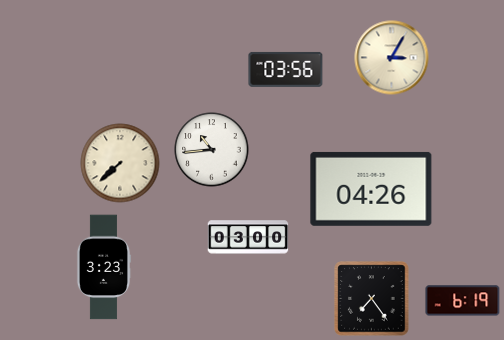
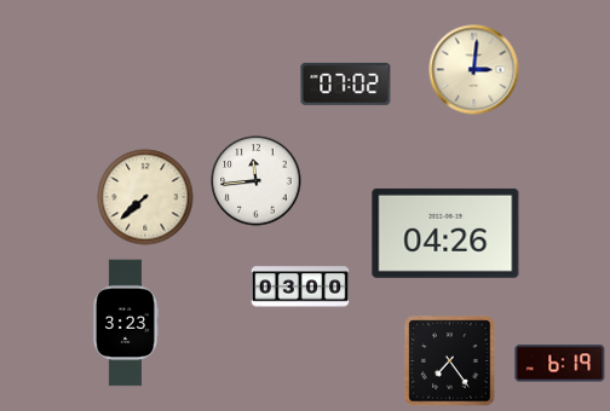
clock at (392, 58): 3:05 -> 3:01
clock at (286, 69): 03:56 -> 07:02
clock at (212, 150): 10:44 -> 11:44
clock at (371, 189) position: (371, 189) -> (445, 233)
